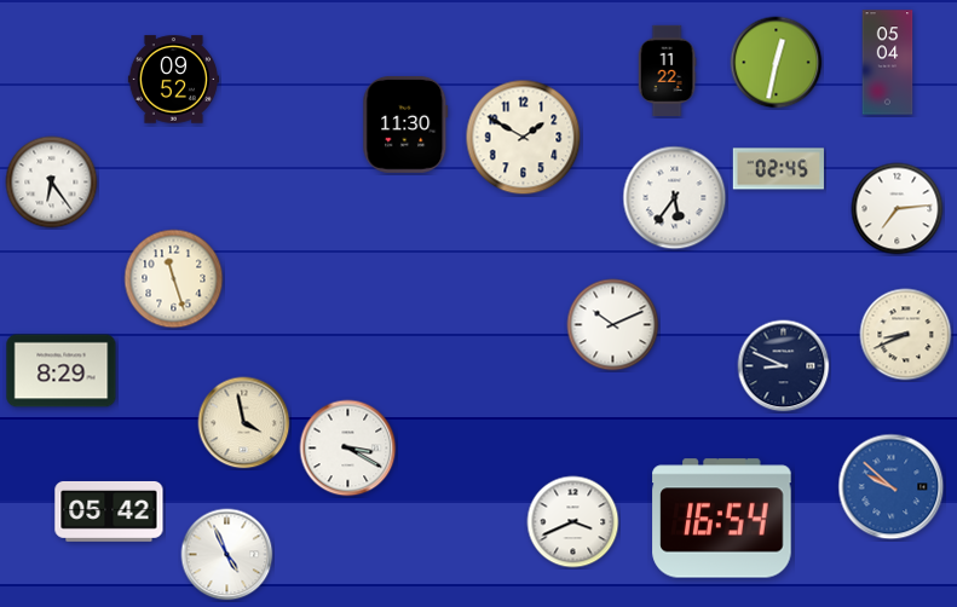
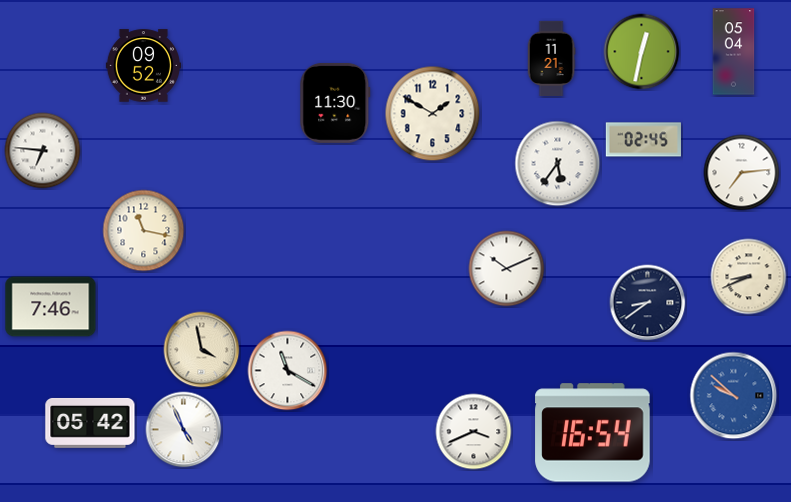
clock at (667, 70): 11:22 -> 11:21
clock at (52, 183): 6:24 -> 6:46
clock at (174, 279): 11:27 -> 11:17
clock at (784, 366): 8:49 -> 8:39
clock at (62, 371): 8:29 -> 7:46
clock at (348, 449): 3:20 -> 11:20
clock at (892, 487) position: (892, 487) -> (734, 396)
clock at (722, 519) position: (722, 519) -> (593, 433)
clock at (227, 555) position: (227, 555) -> (184, 430)
